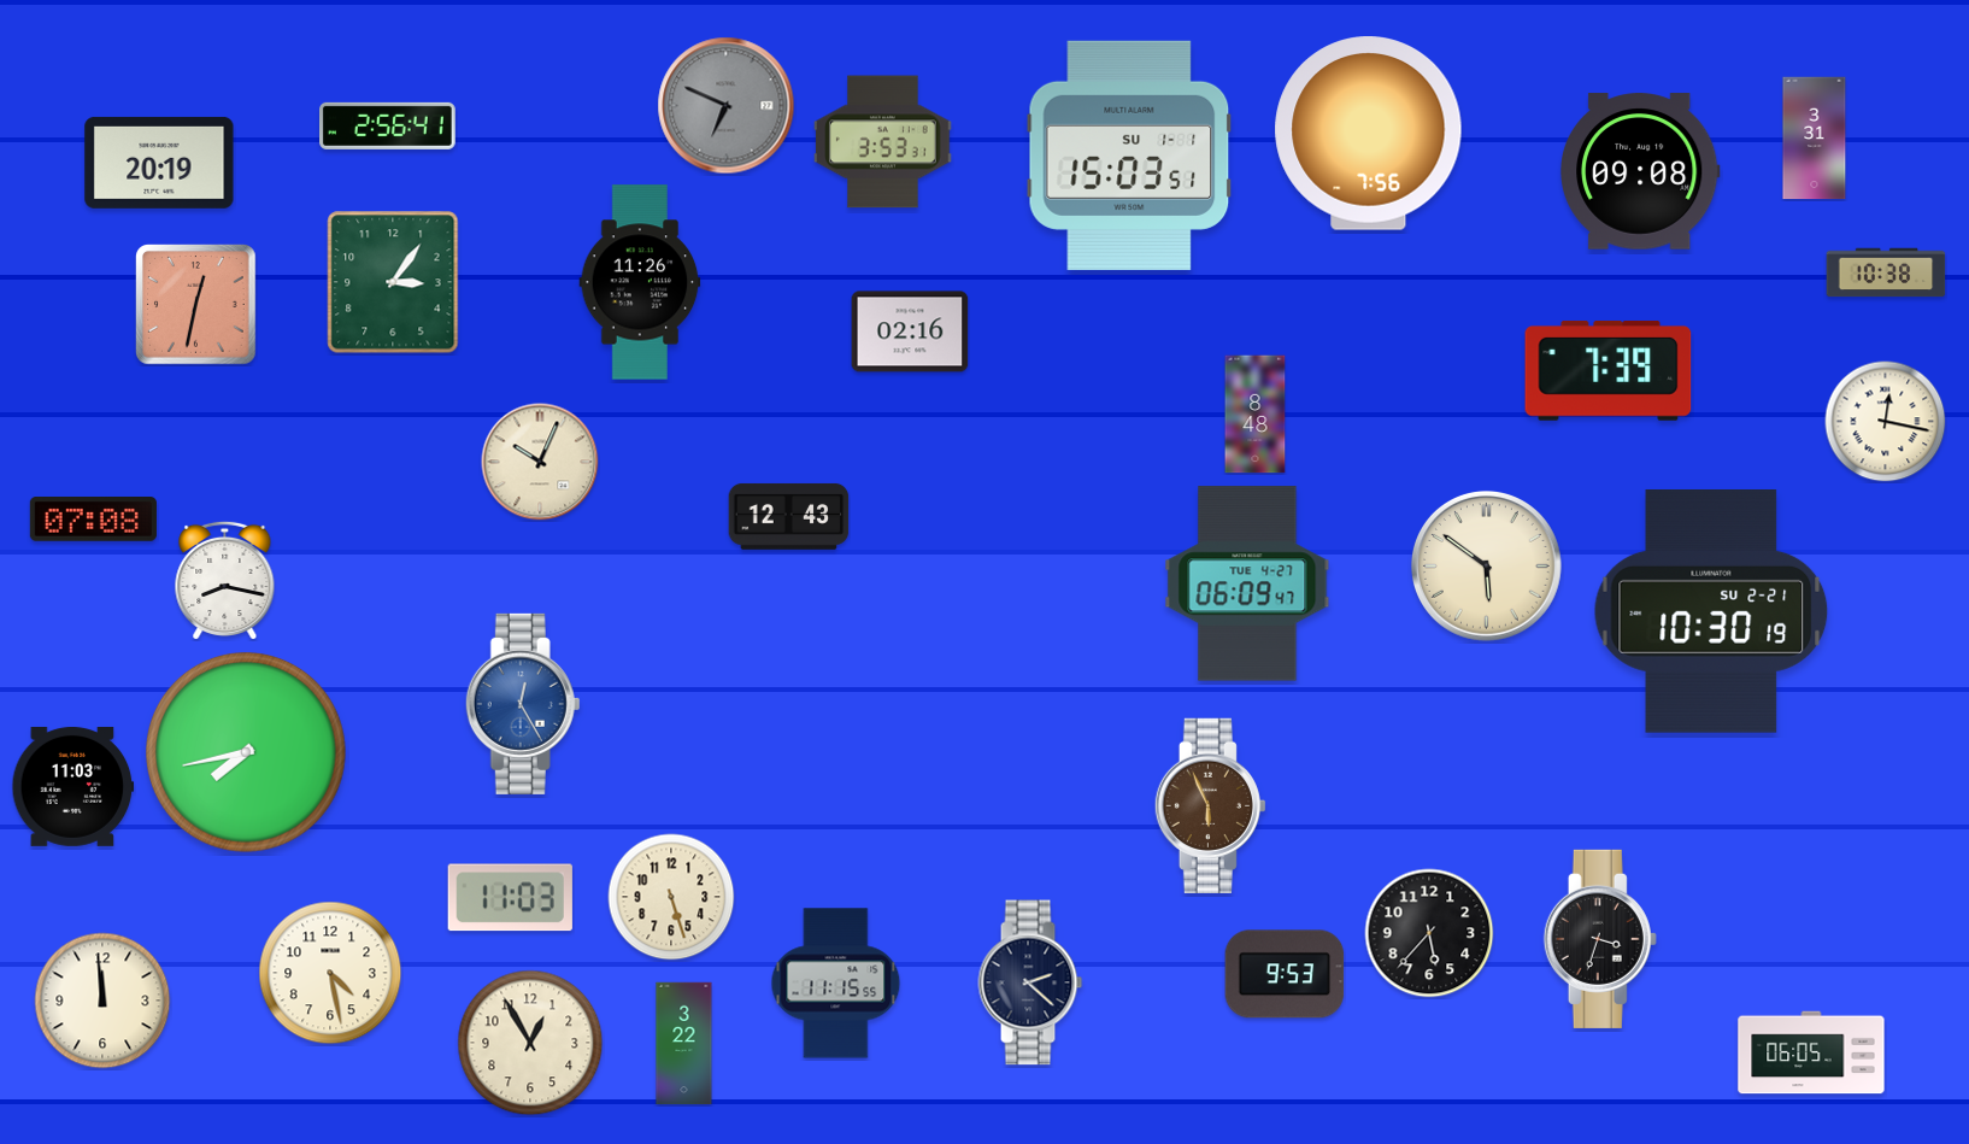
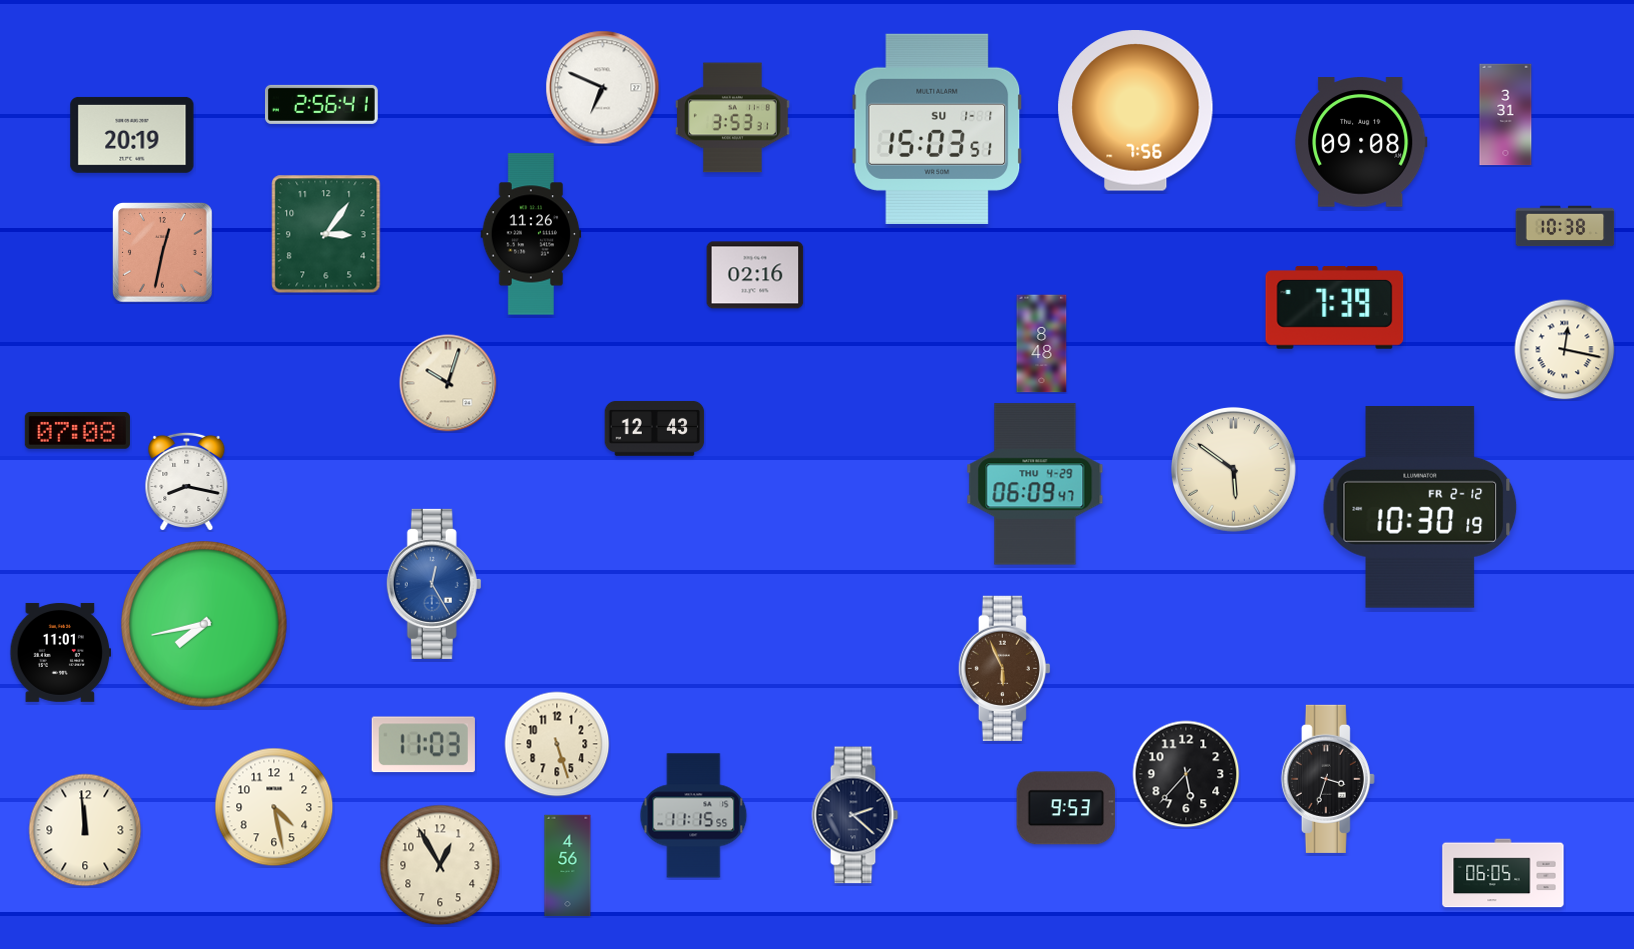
clock at (727, 106) dial: grey -> white
clock at (540, 462): 10:04 -> 10:03
clock at (1247, 583) date: TUE 4-27 -> THU 4-29
clock at (1711, 612) date: SU 2-21 -> FR 2-12
clock at (74, 786): 11:03 -> 11:01
clock at (684, 1044): 3:22 -> 4:56
